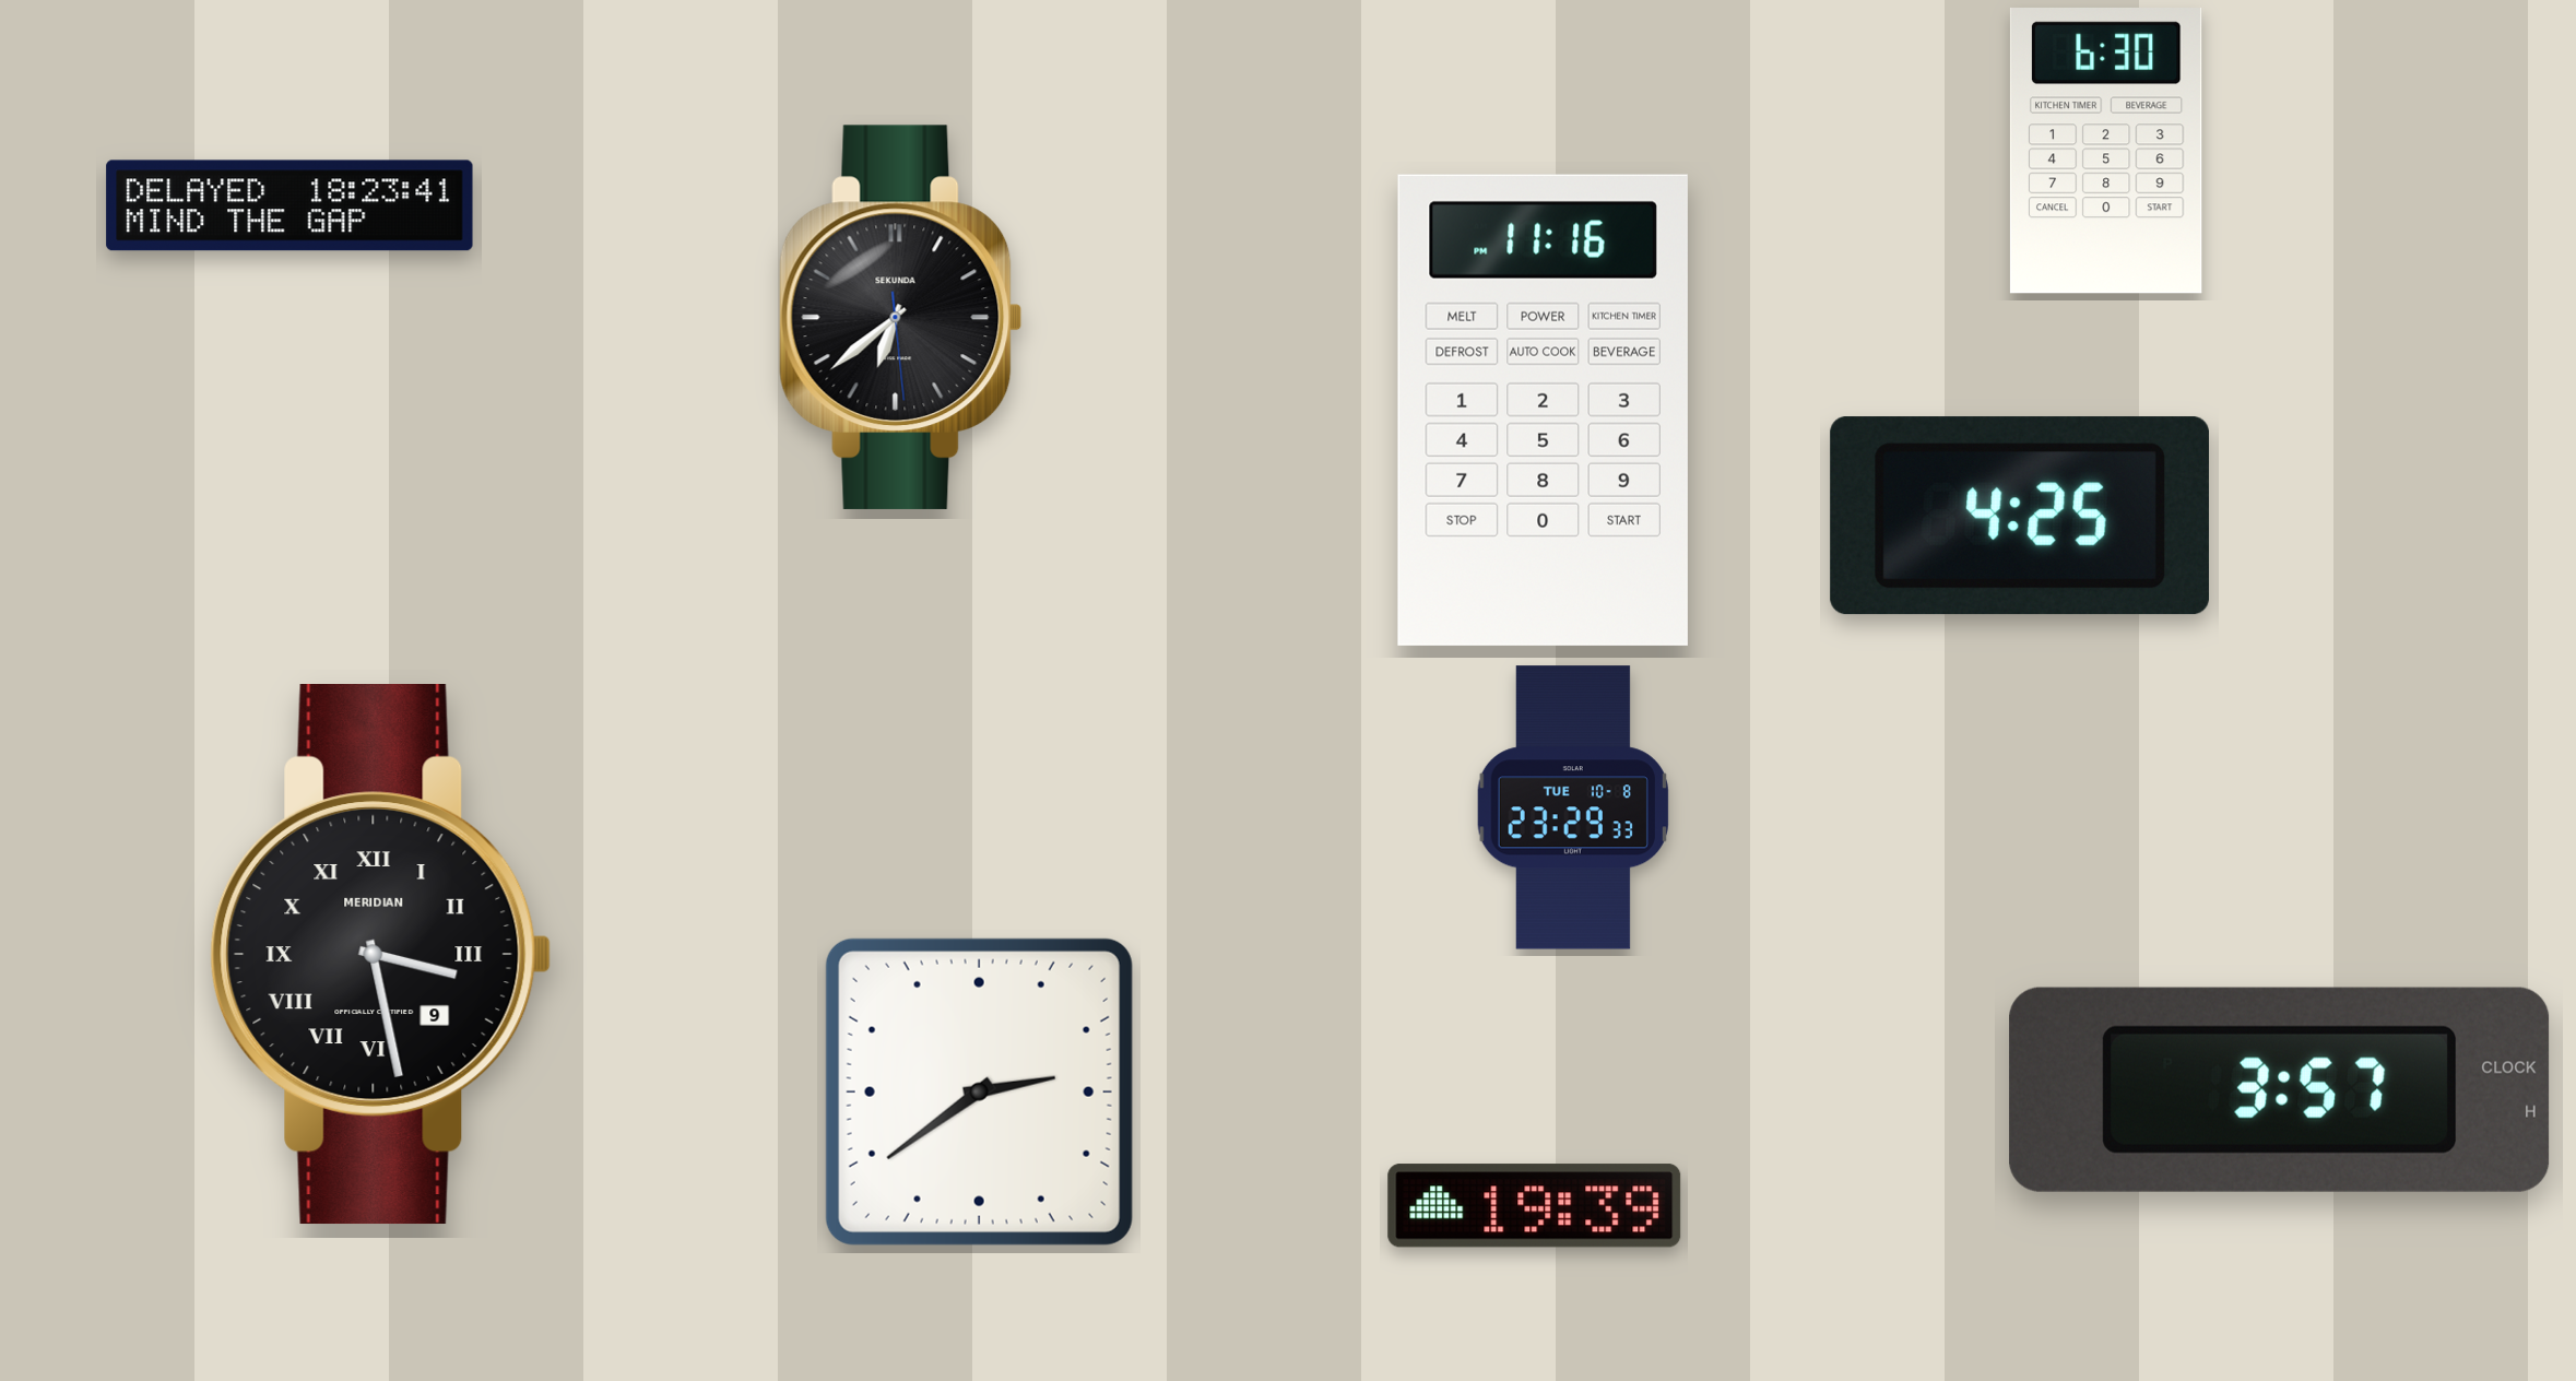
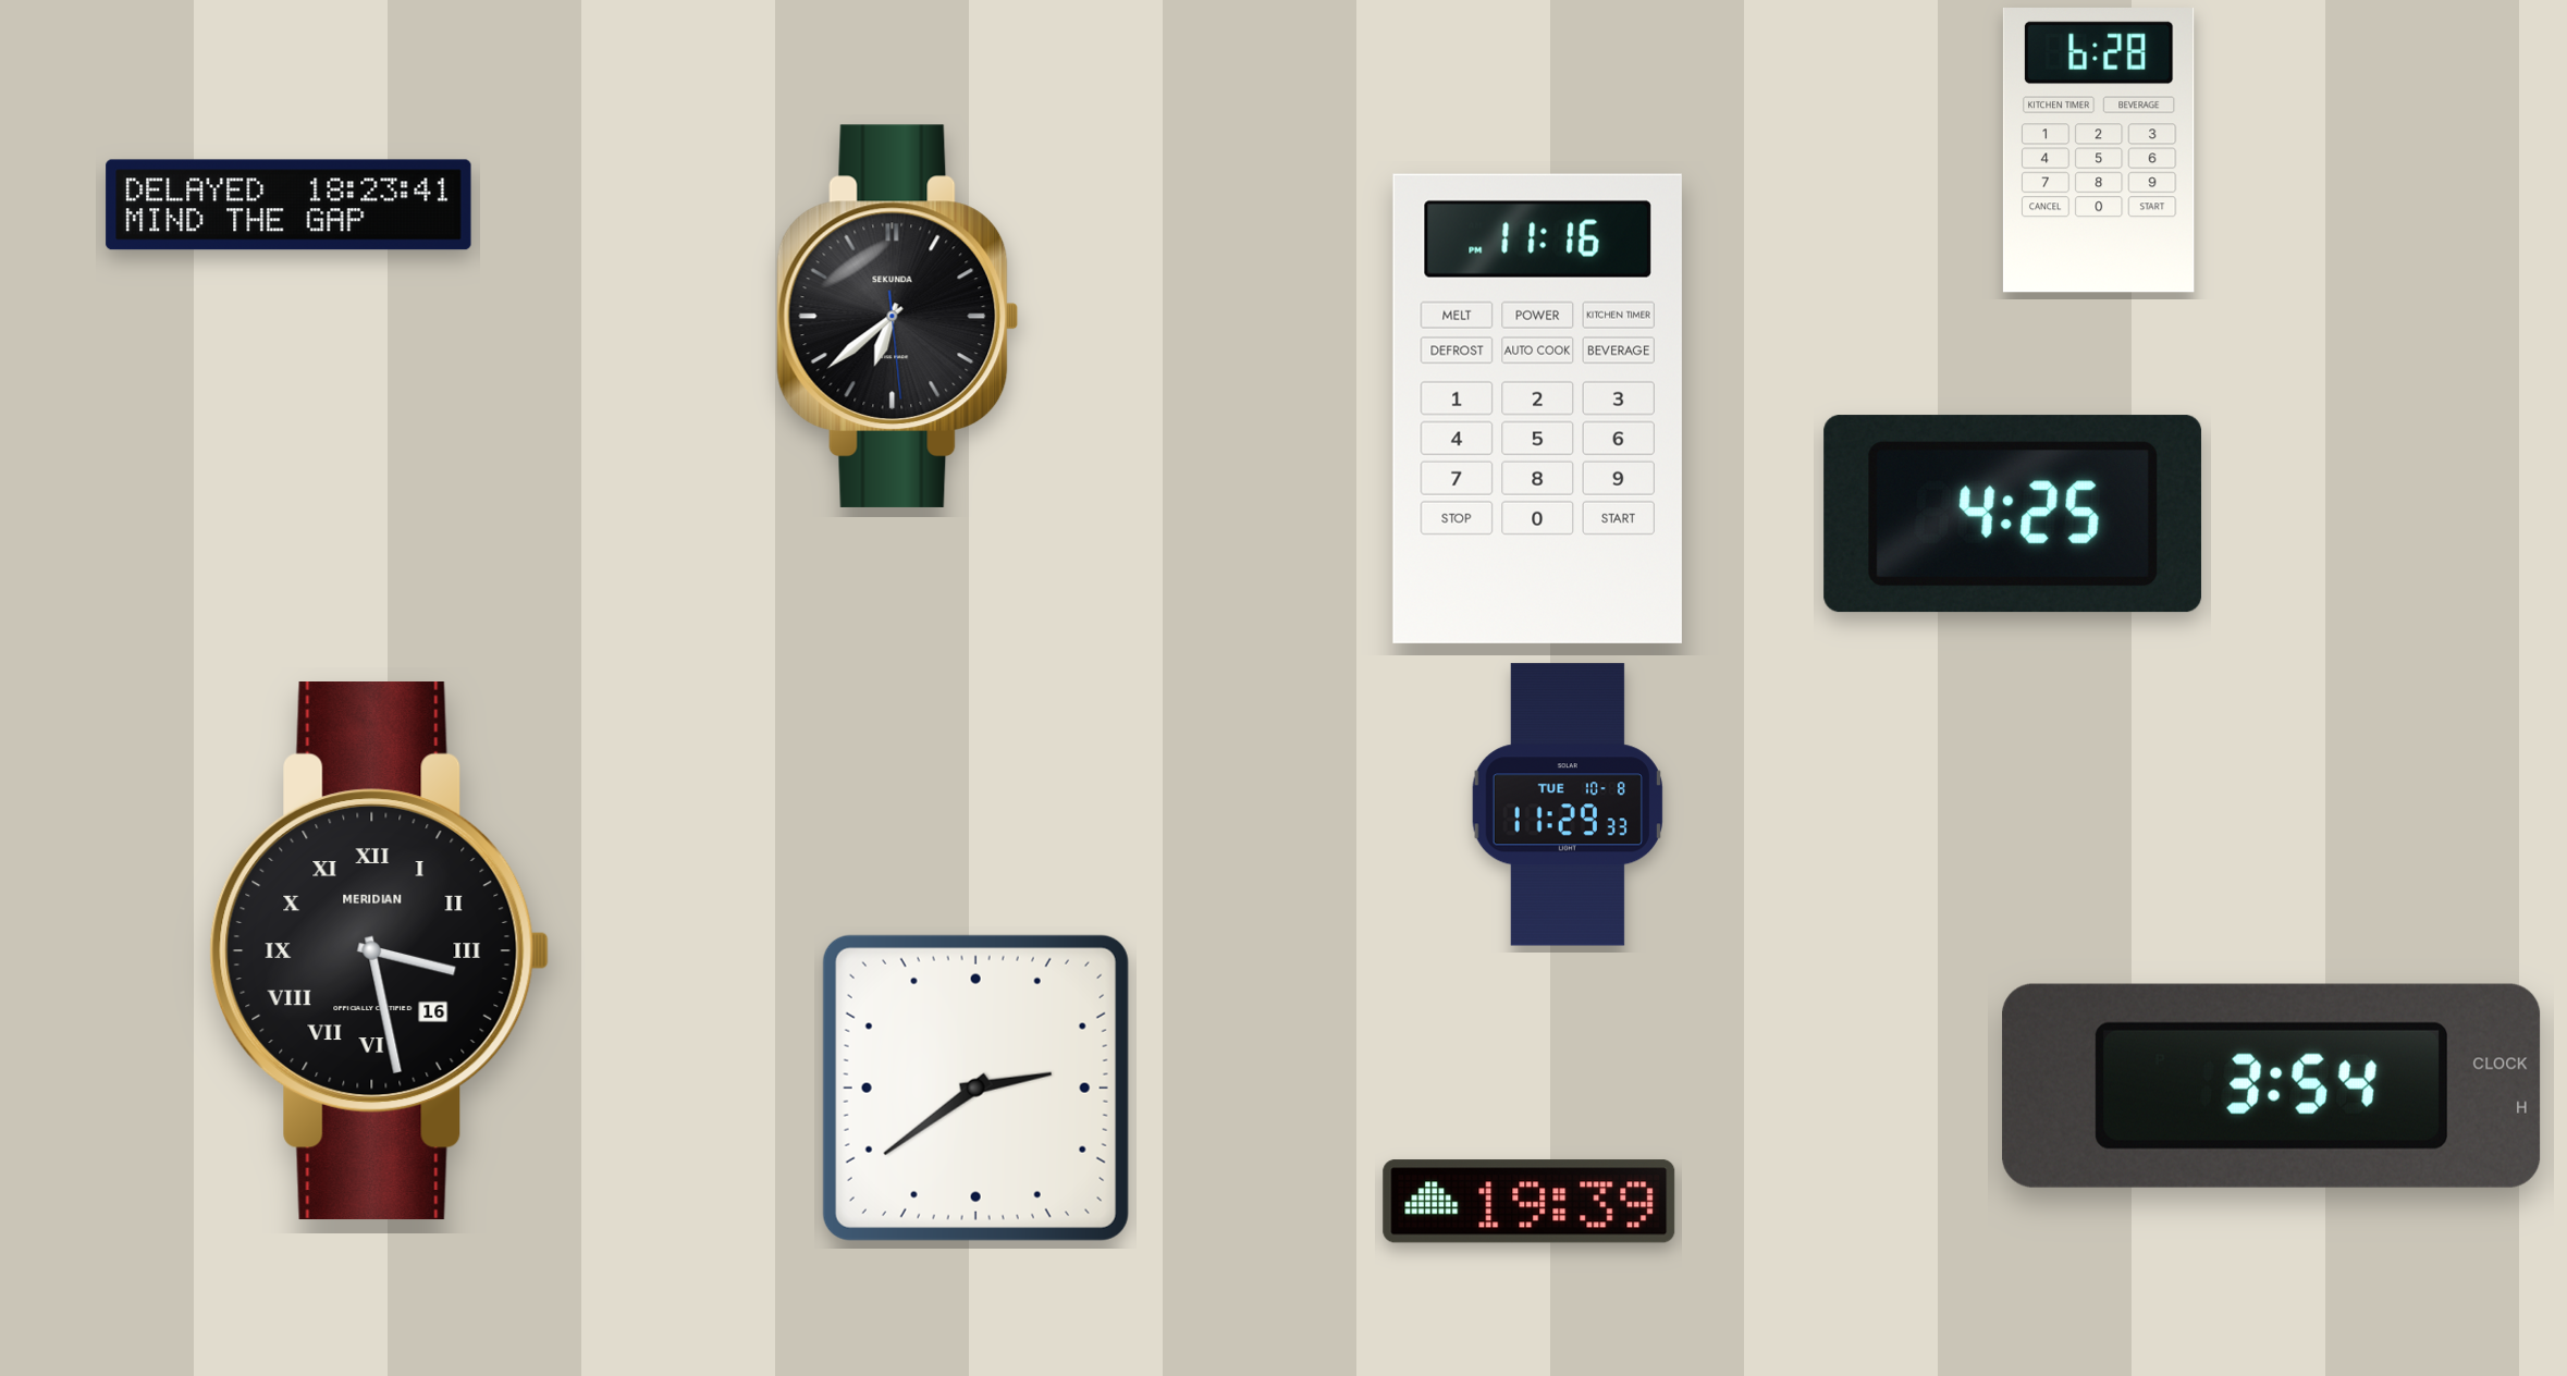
clock at (2106, 152): 6:30 -> 6:28
clock at (1573, 807): 23:29 -> 11:29
clock at (381, 955) date: 9 -> 16
clock at (2280, 1089): 3:57 -> 3:54
